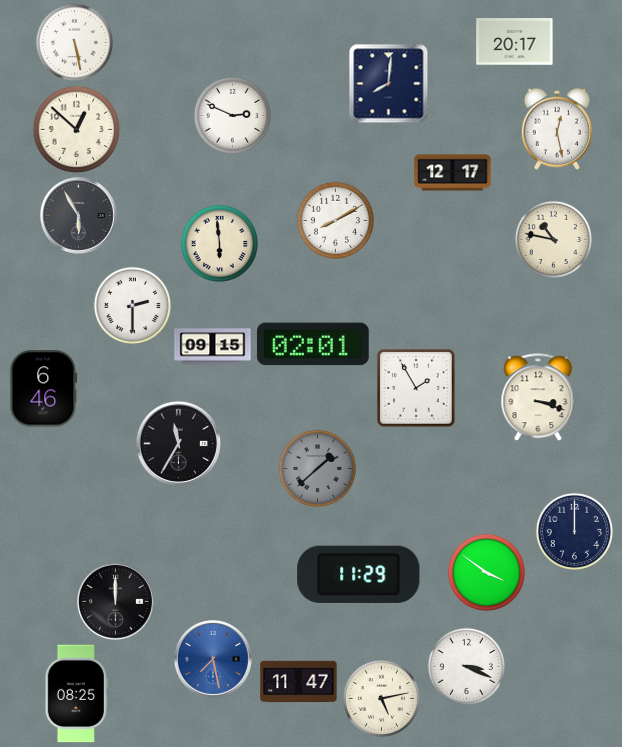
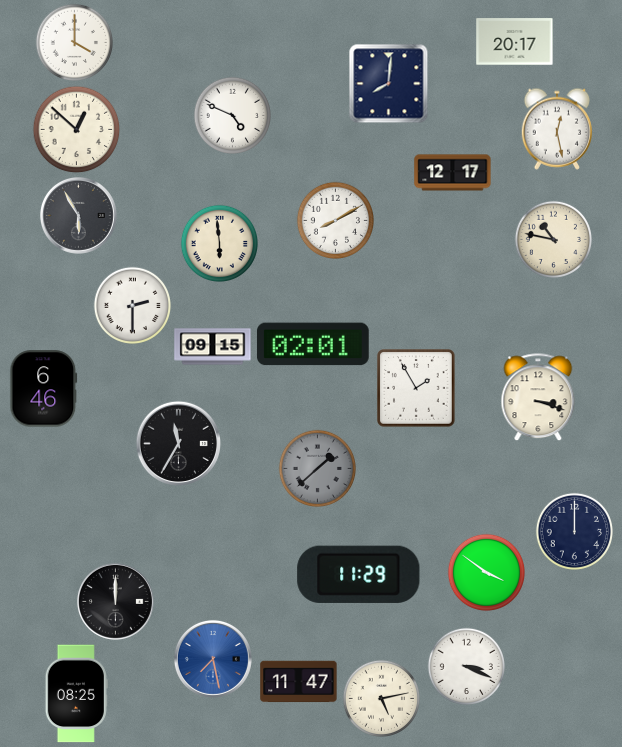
clock at (74, 42): 5:28 -> 4:00
clock at (232, 115): 2:49 -> 4:49
